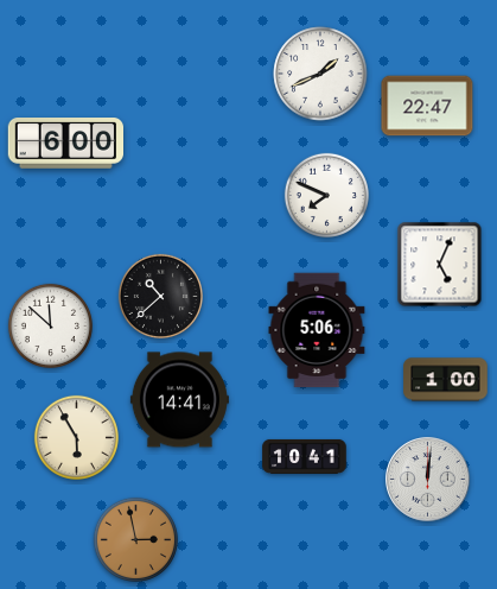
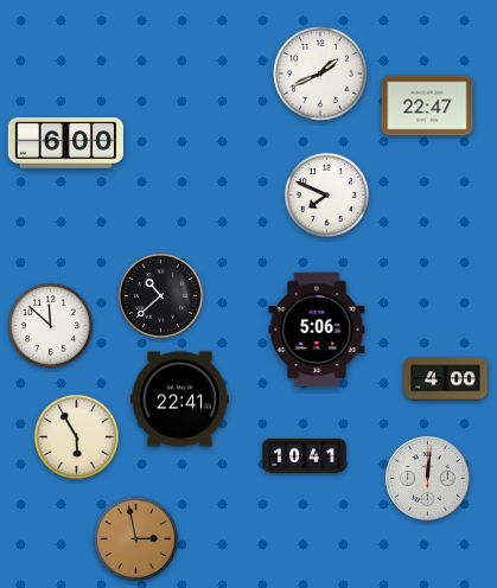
clock at (440, 265): 5:04 -> none
clock at (446, 380): 1:00 -> 4:00
clock at (179, 400): 14:41 -> 22:41
